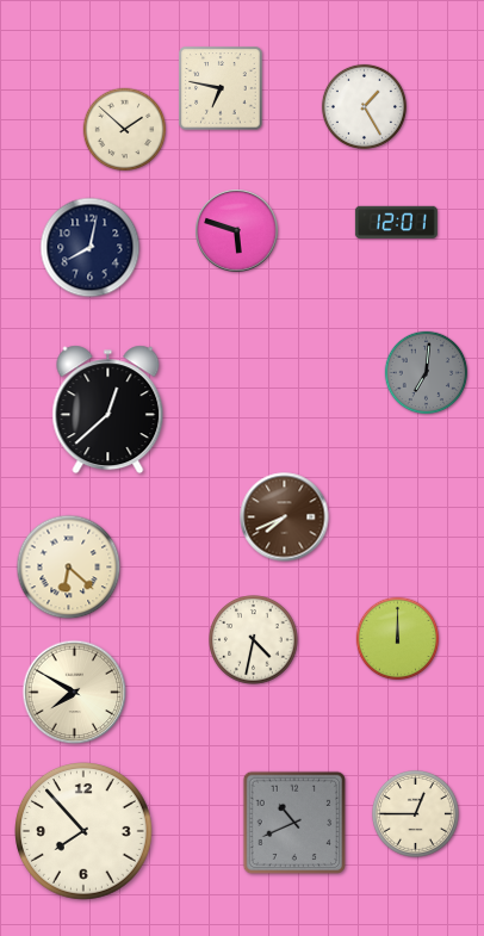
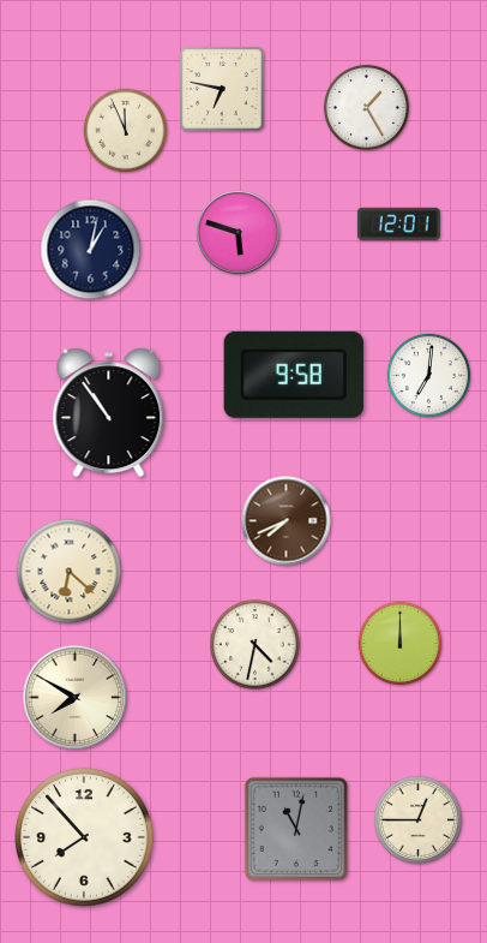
clock at (125, 130): 1:52 -> 11:56
clock at (91, 248): 8:02 -> 1:02
clock at (294, 375): none -> 9:58
clock at (427, 373) dial: grey -> white
clock at (108, 410): 12:38 -> 10:54
clock at (294, 823): 10:41 -> 11:02
